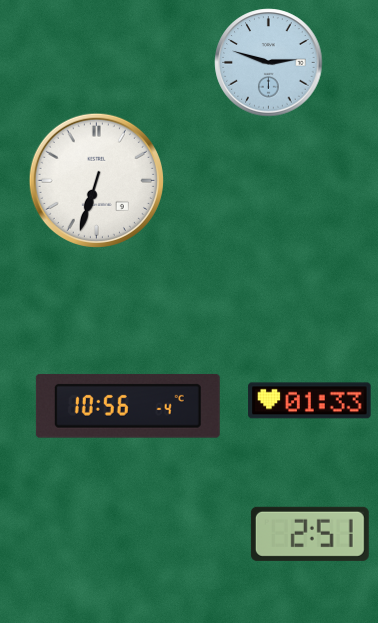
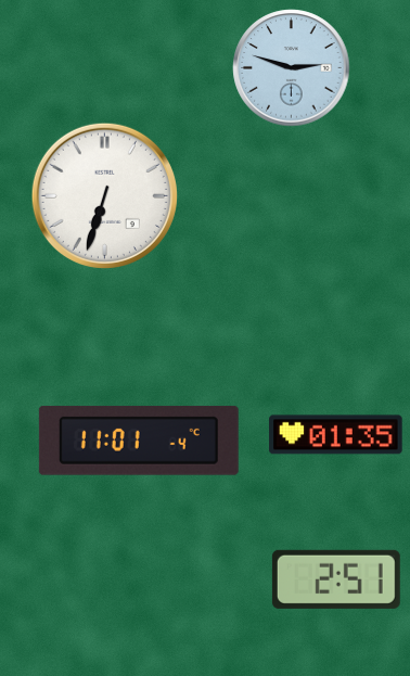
clock at (310, 401): 01:33 -> 01:35
clock at (128, 406): 10:56 -> 11:01
